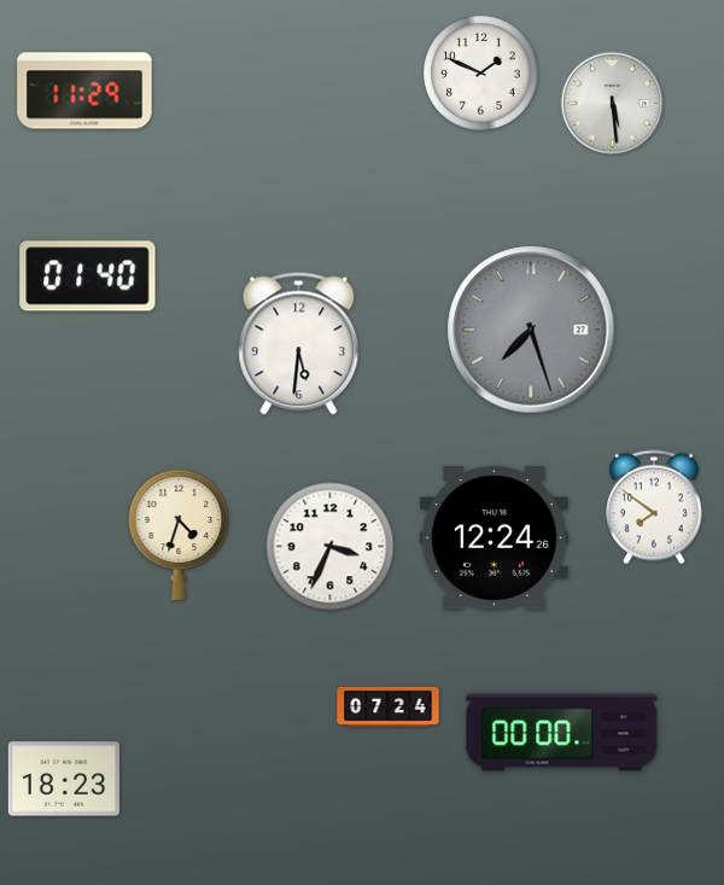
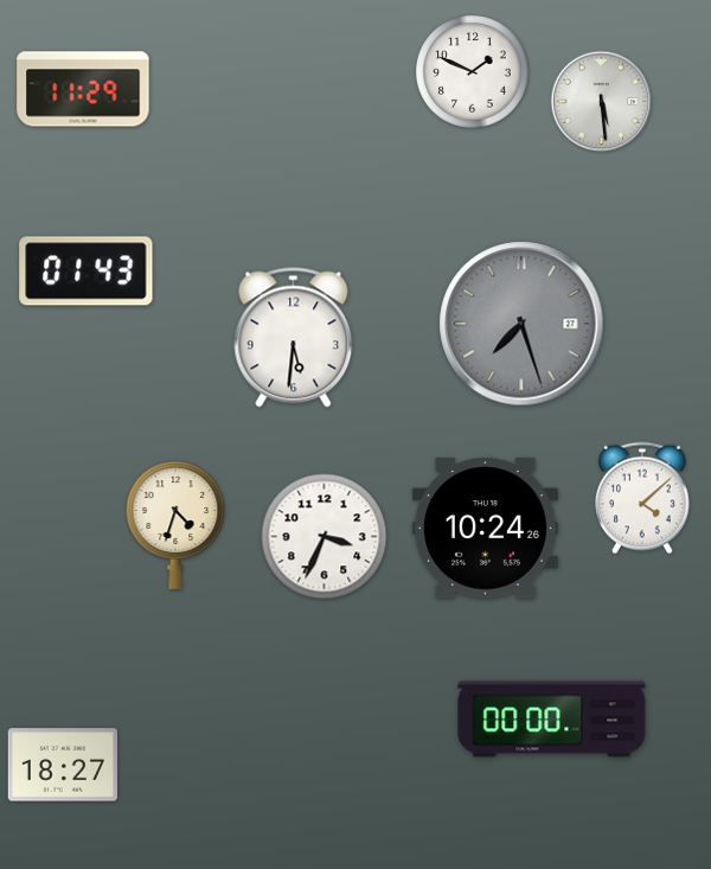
clock at (88, 276): 01:40 -> 01:43
clock at (655, 507): 7:51 -> 4:08
clock at (494, 538): 12:24 -> 10:24
clock at (389, 706): 07:24 -> none
clock at (64, 779): 18:23 -> 18:27
